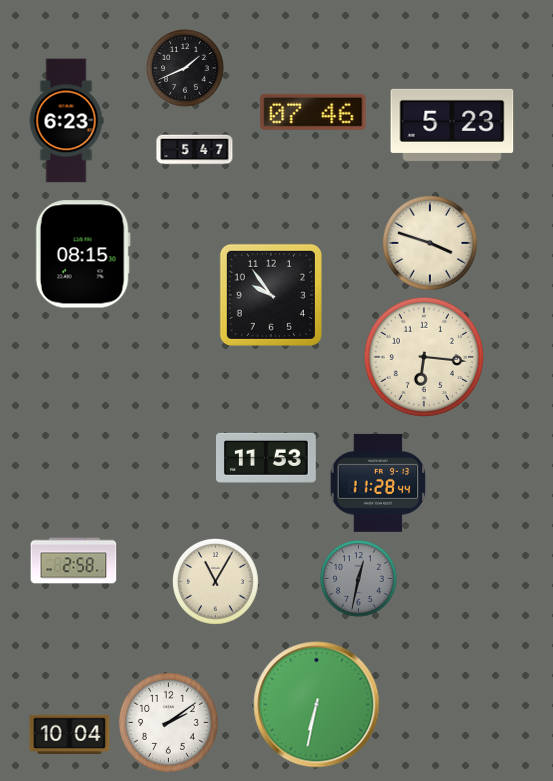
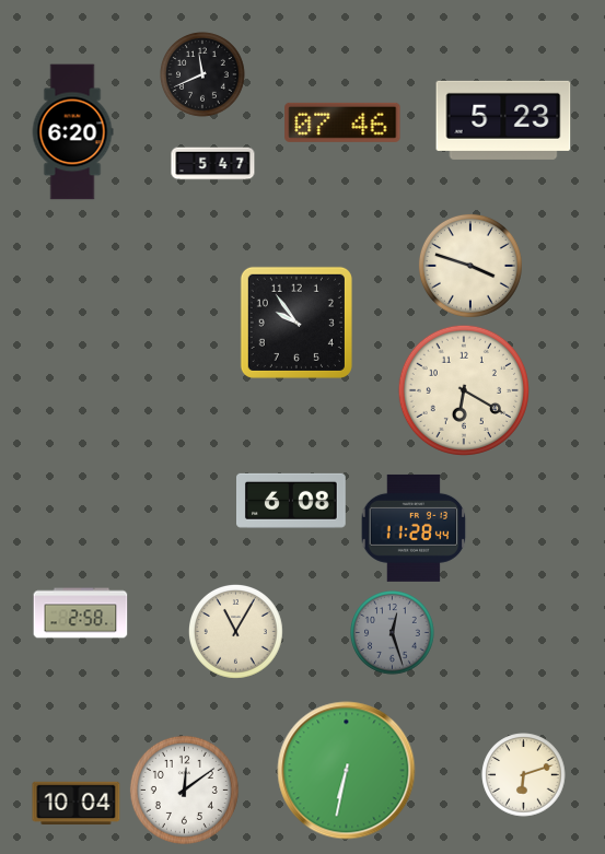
clock at (185, 68): 1:41 -> 11:41
clock at (66, 121): 6:23 -> 6:20
clock at (452, 125) position: (452, 125) -> (503, 120)
clock at (83, 254): 08:15 -> none
clock at (424, 357): 6:16 -> 6:20
clock at (267, 458): 11:53 -> 6:08
clock at (359, 579): 12:32 -> 12:27
clock at (216, 582) position: (216, 582) -> (236, 632)
clock at (524, 775): none -> 6:12
clock at (168, 722): 2:09 -> 12:09
